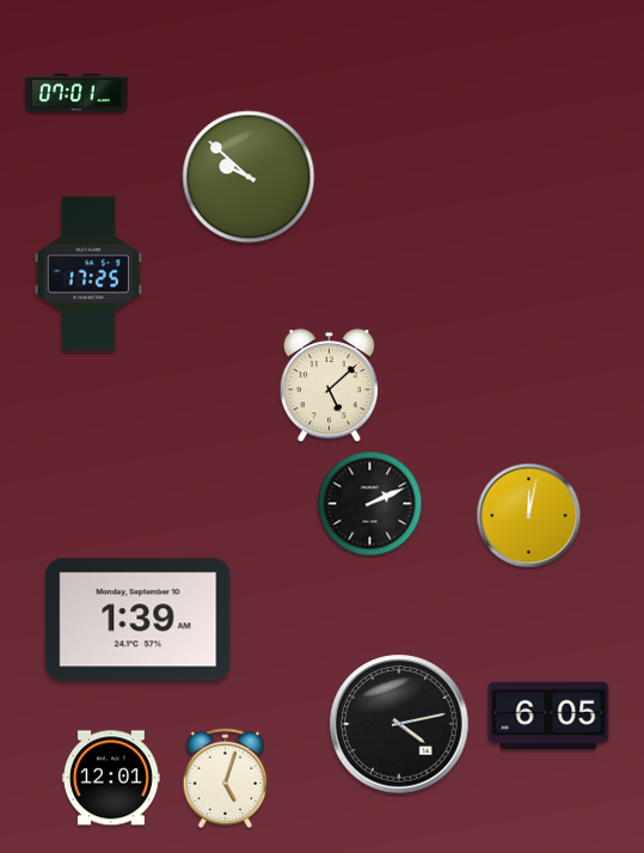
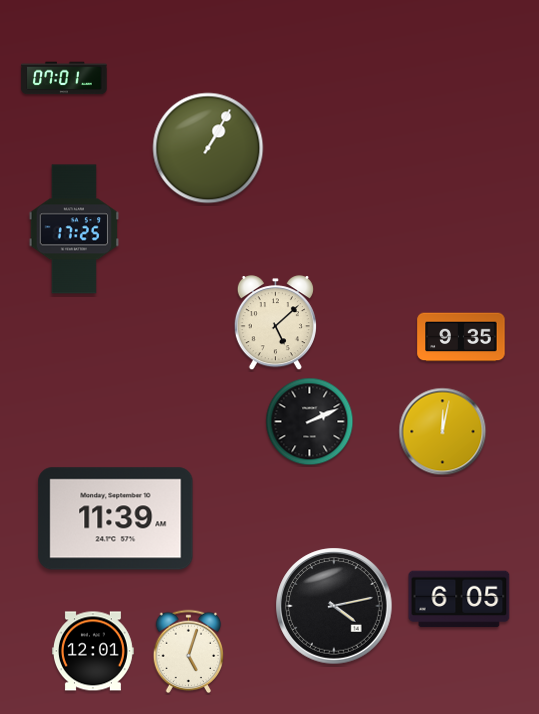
clock at (249, 177): 9:52 -> 1:05
clock at (461, 337): none -> 9:35
clock at (139, 620): 1:39 -> 11:39
